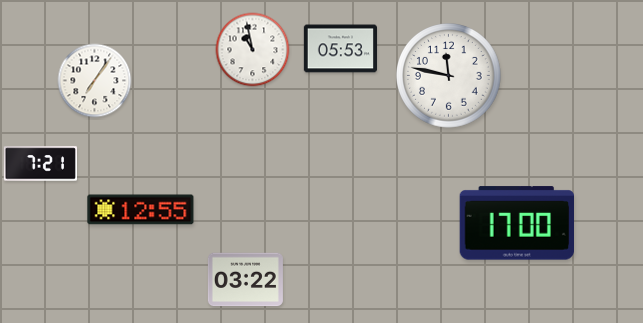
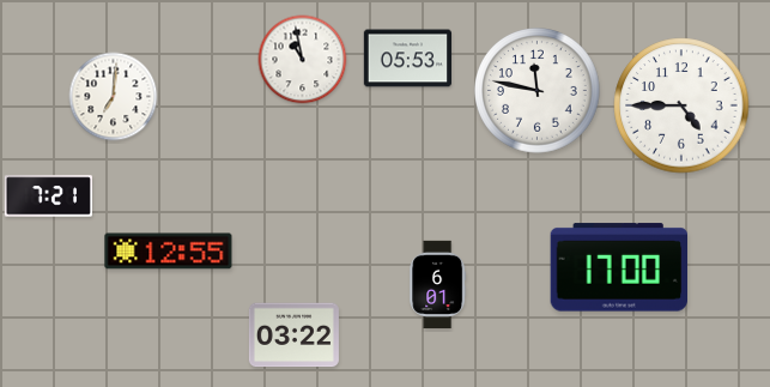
clock at (95, 81): 7:06 -> 7:01
clock at (681, 105): none -> 4:45
clock at (438, 285): none -> 6:01
